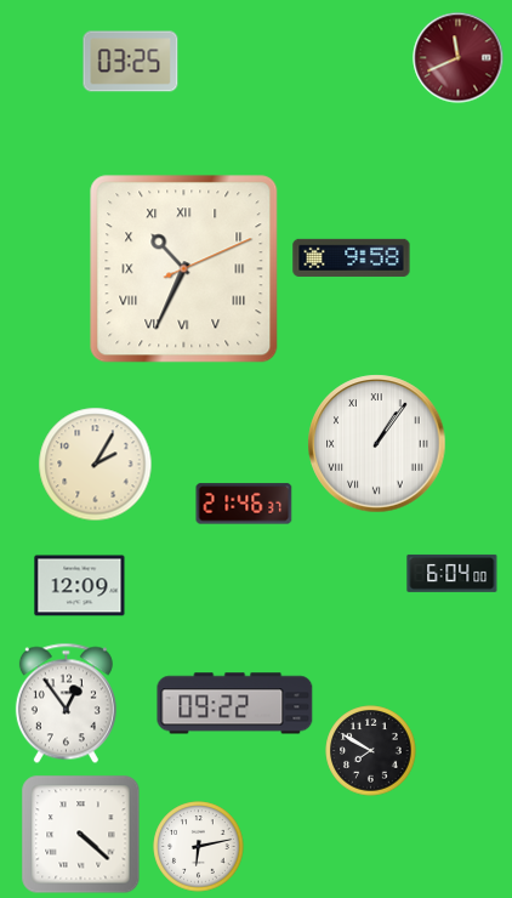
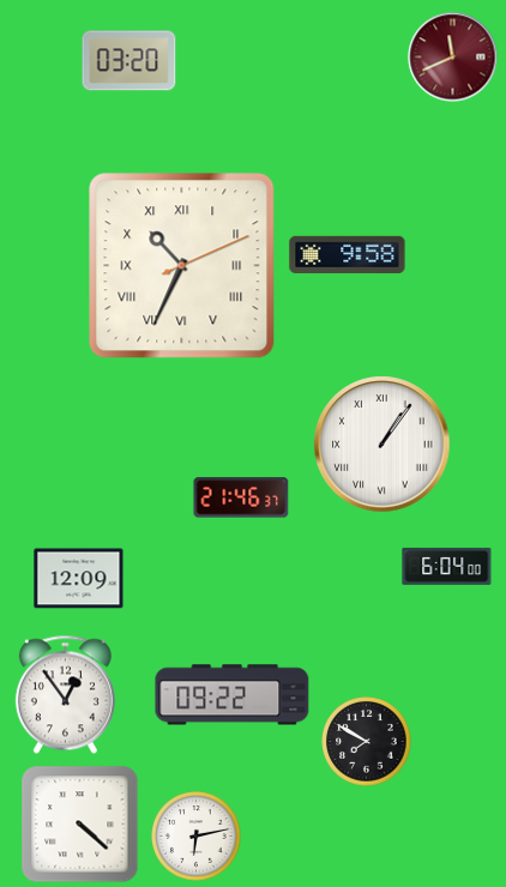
clock at (131, 62): 03:25 -> 03:20
clock at (377, 444) position: (377, 444) -> (382, 445)
clock at (96, 465): 2:05 -> none
